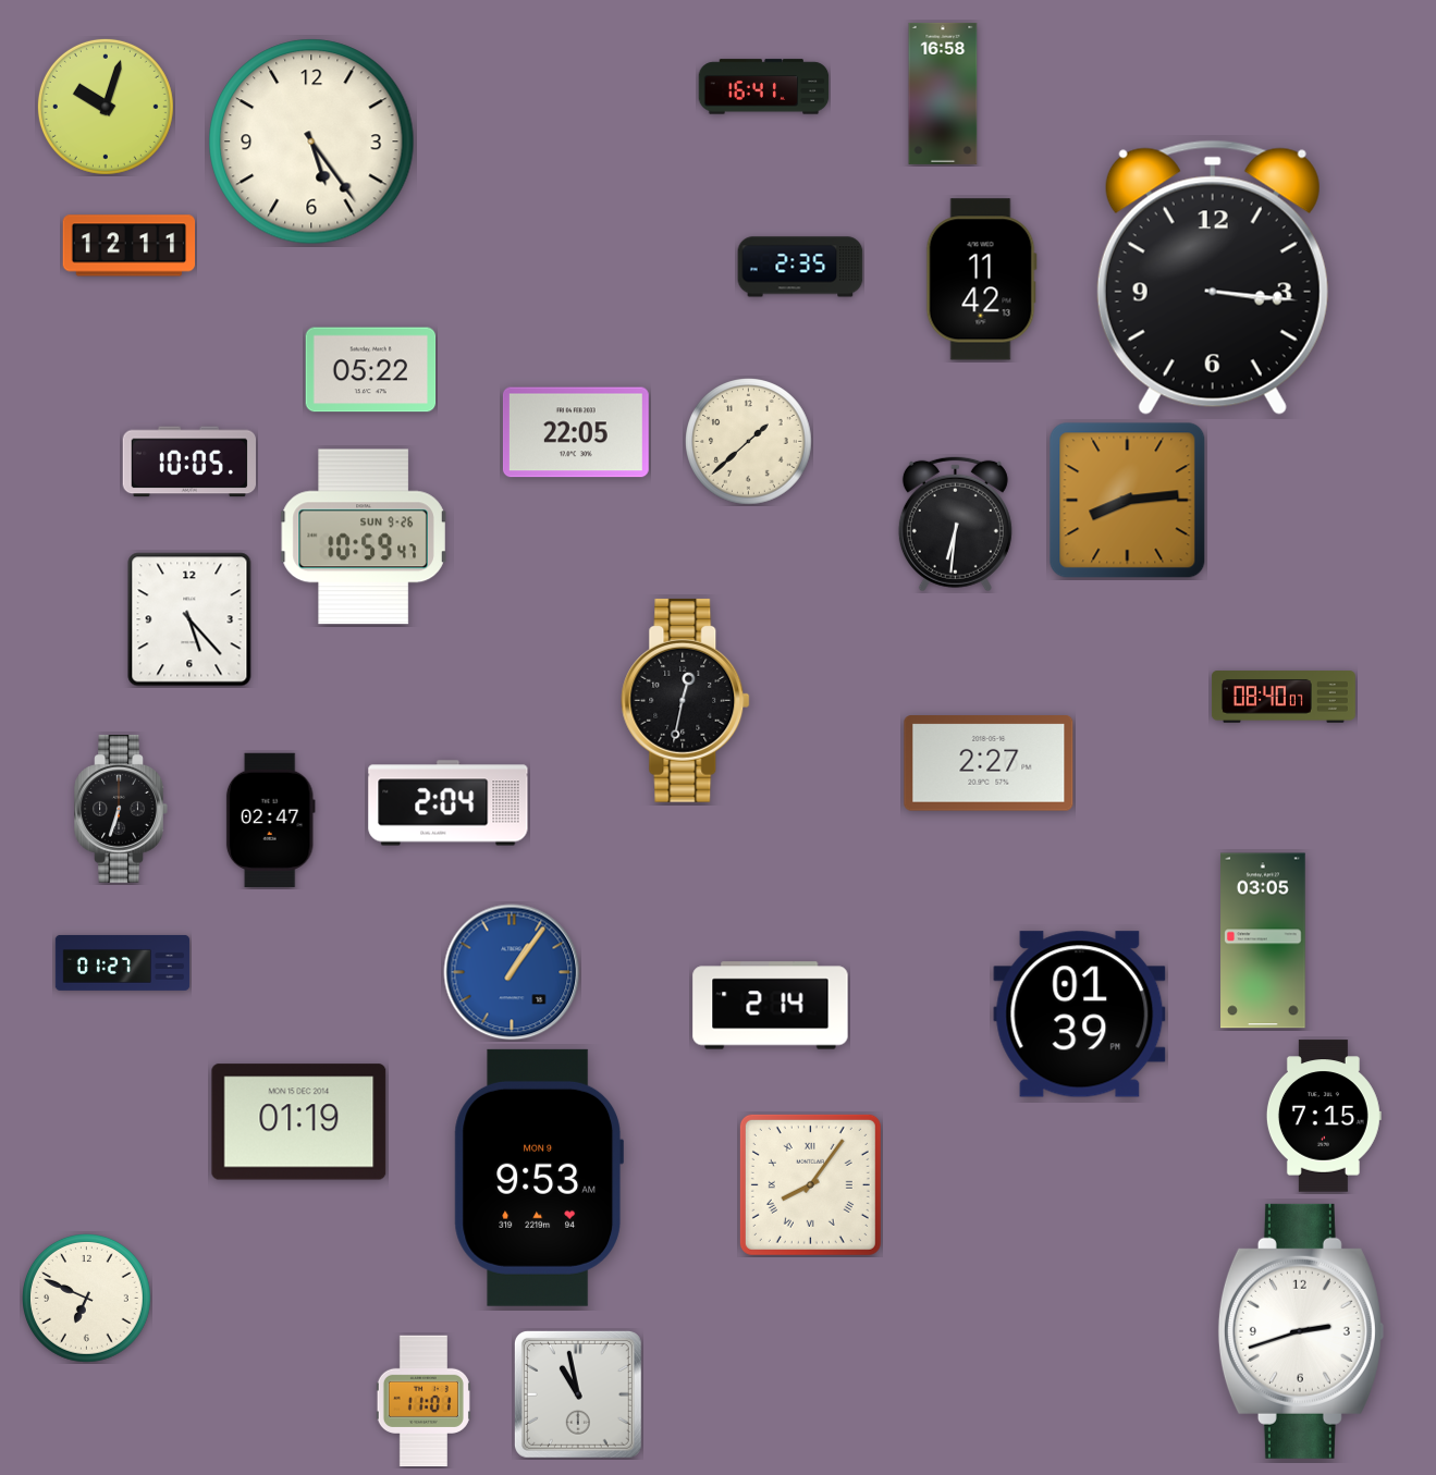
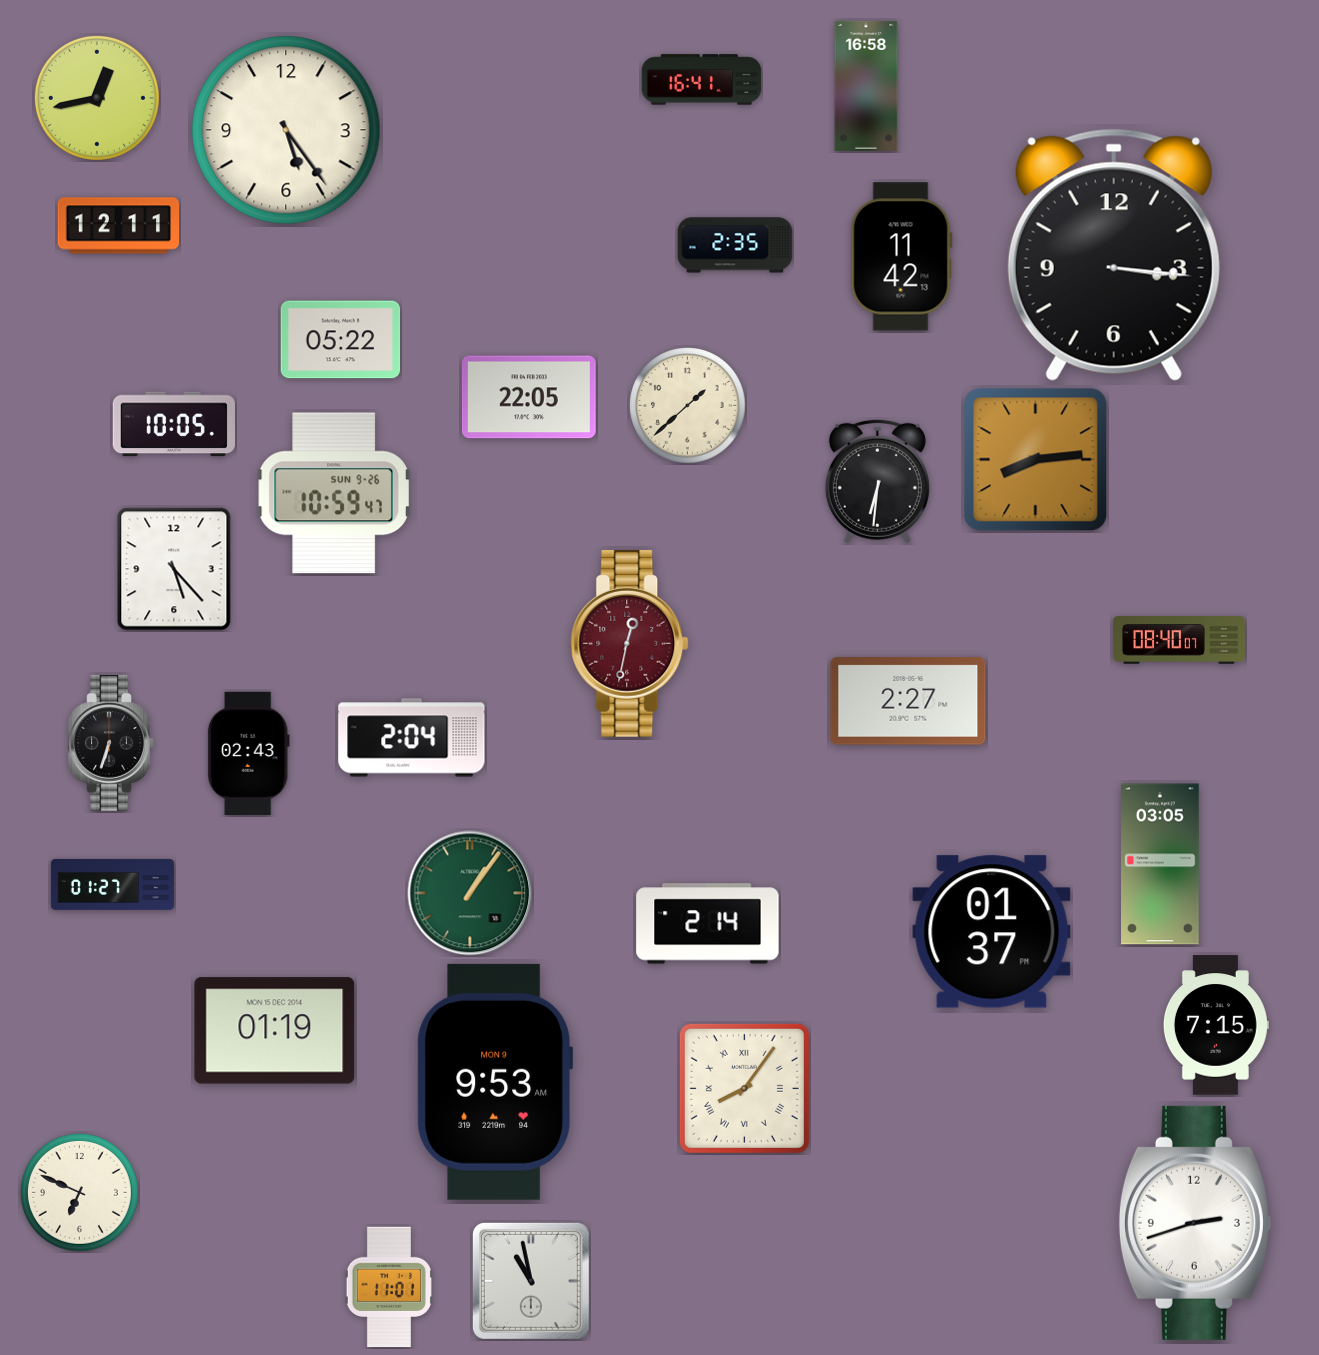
clock at (106, 107): 10:03 -> 12:43
clock at (686, 700) dial: black -> burgundy
clock at (270, 820): 02:47 -> 02:43
clock at (512, 972) dial: blue -> green
clock at (1080, 1015): 01:39 -> 01:37
